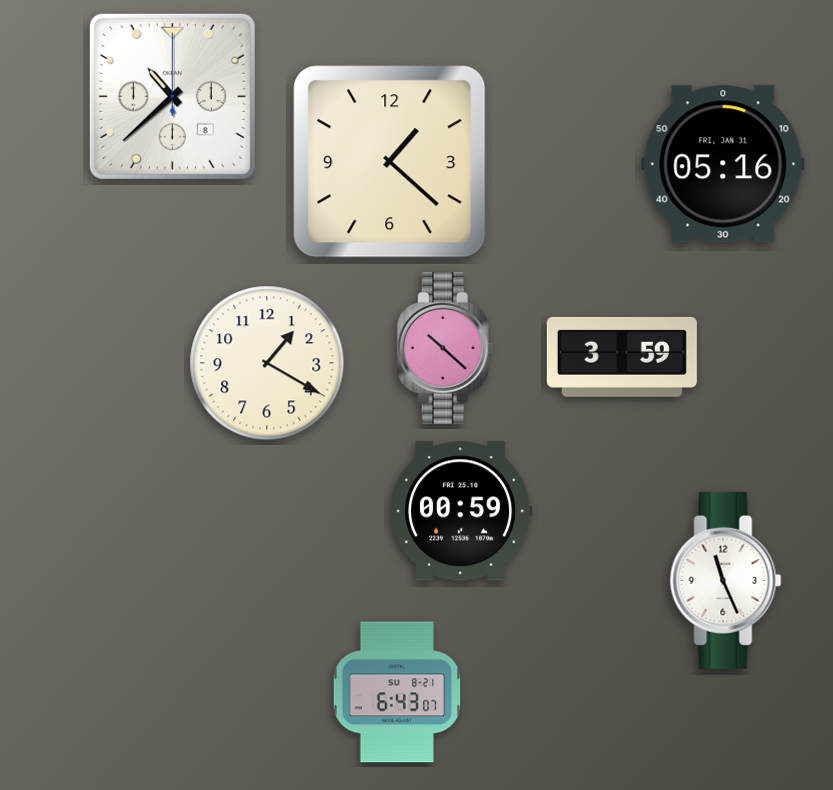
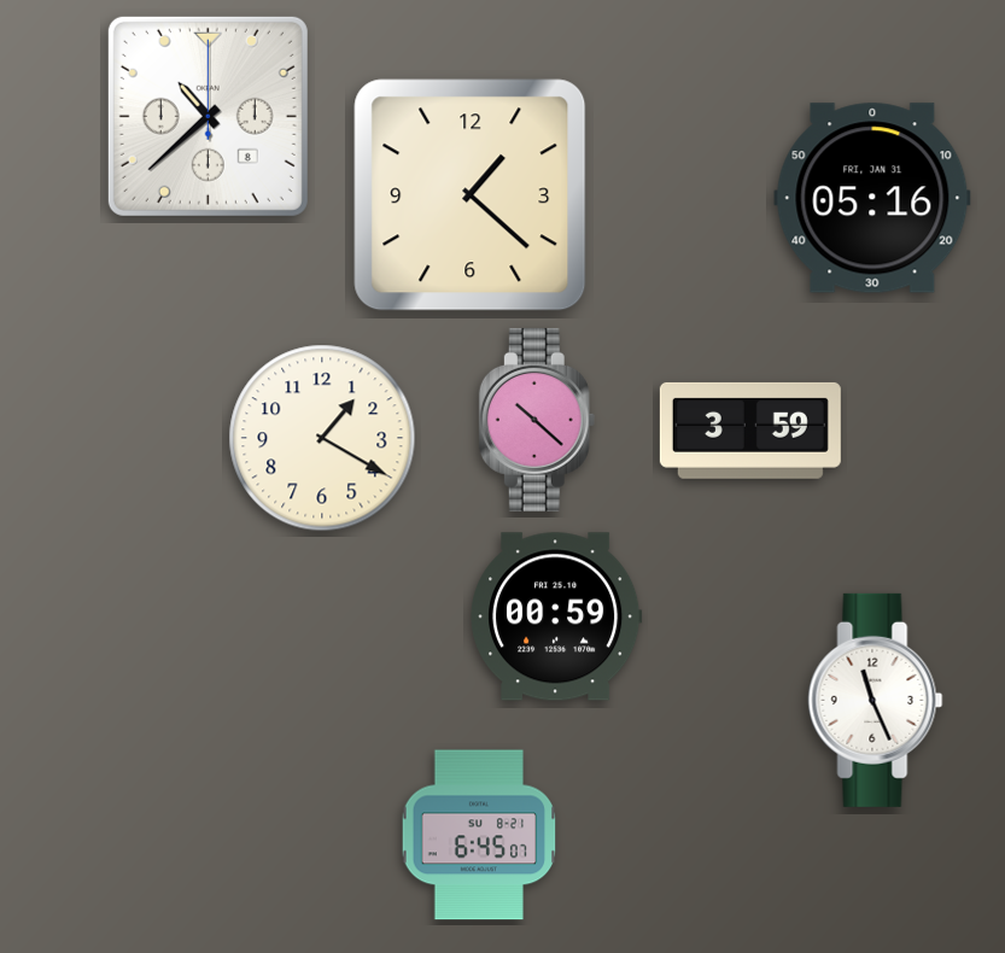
clock at (397, 692): 6:43 -> 6:45
